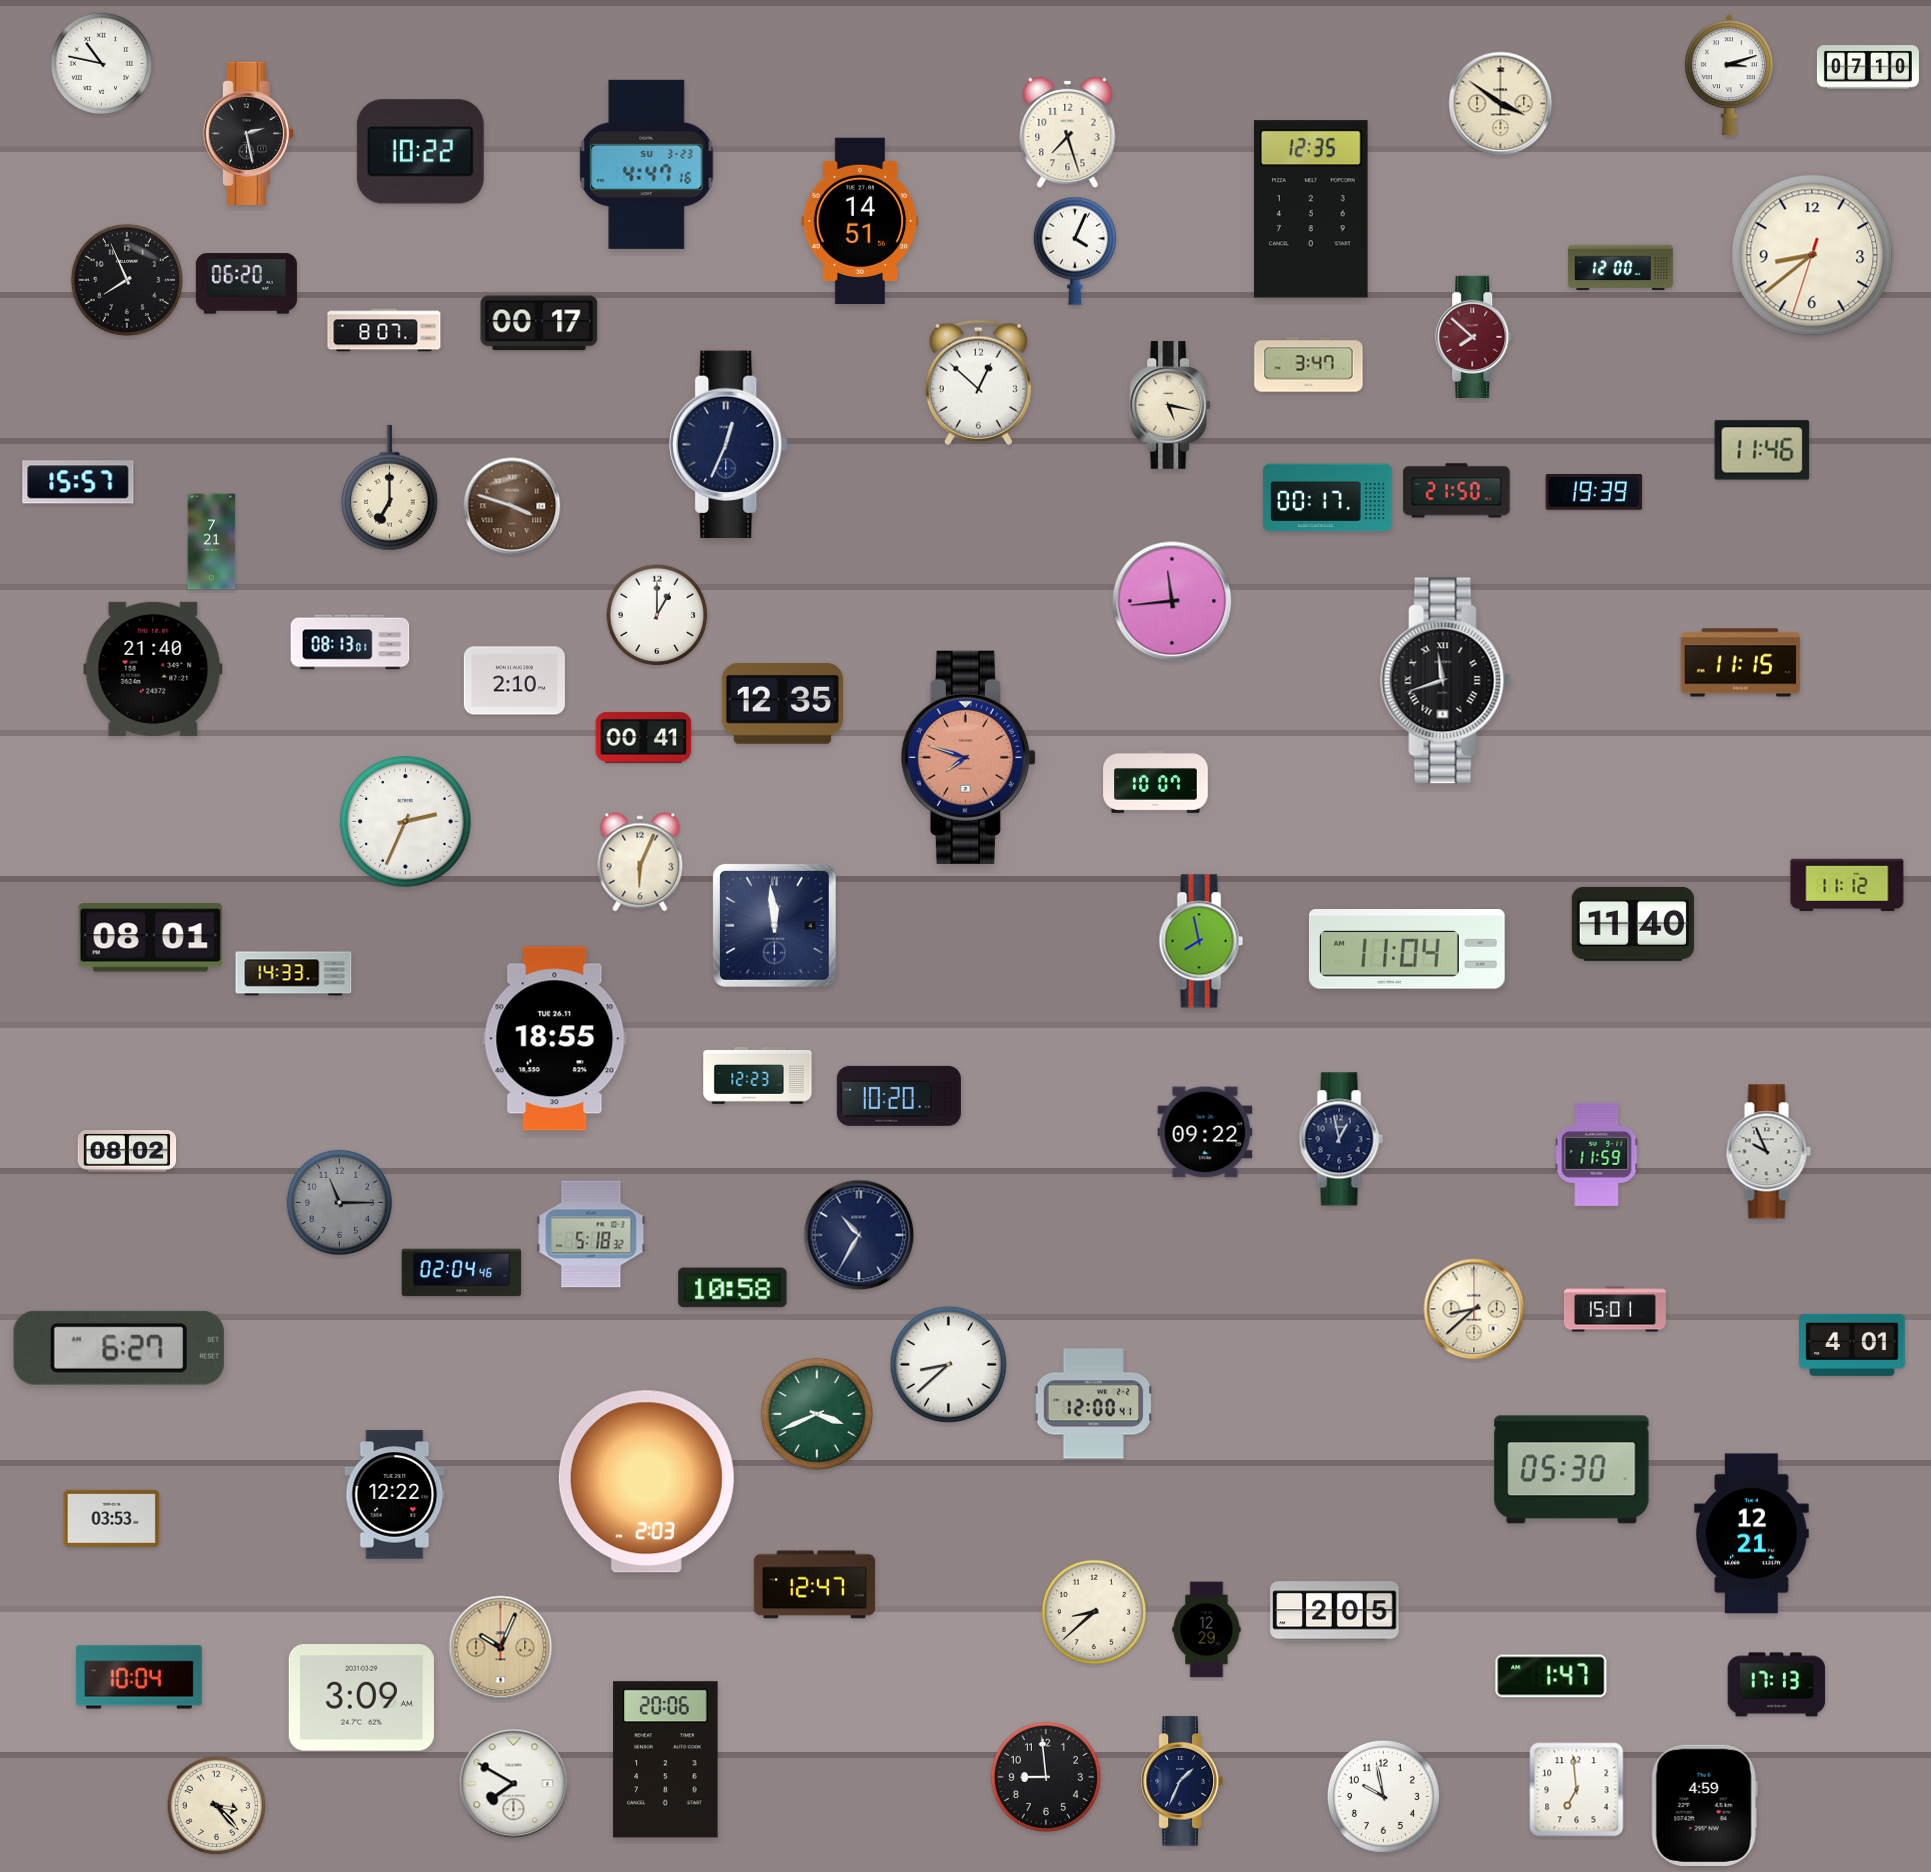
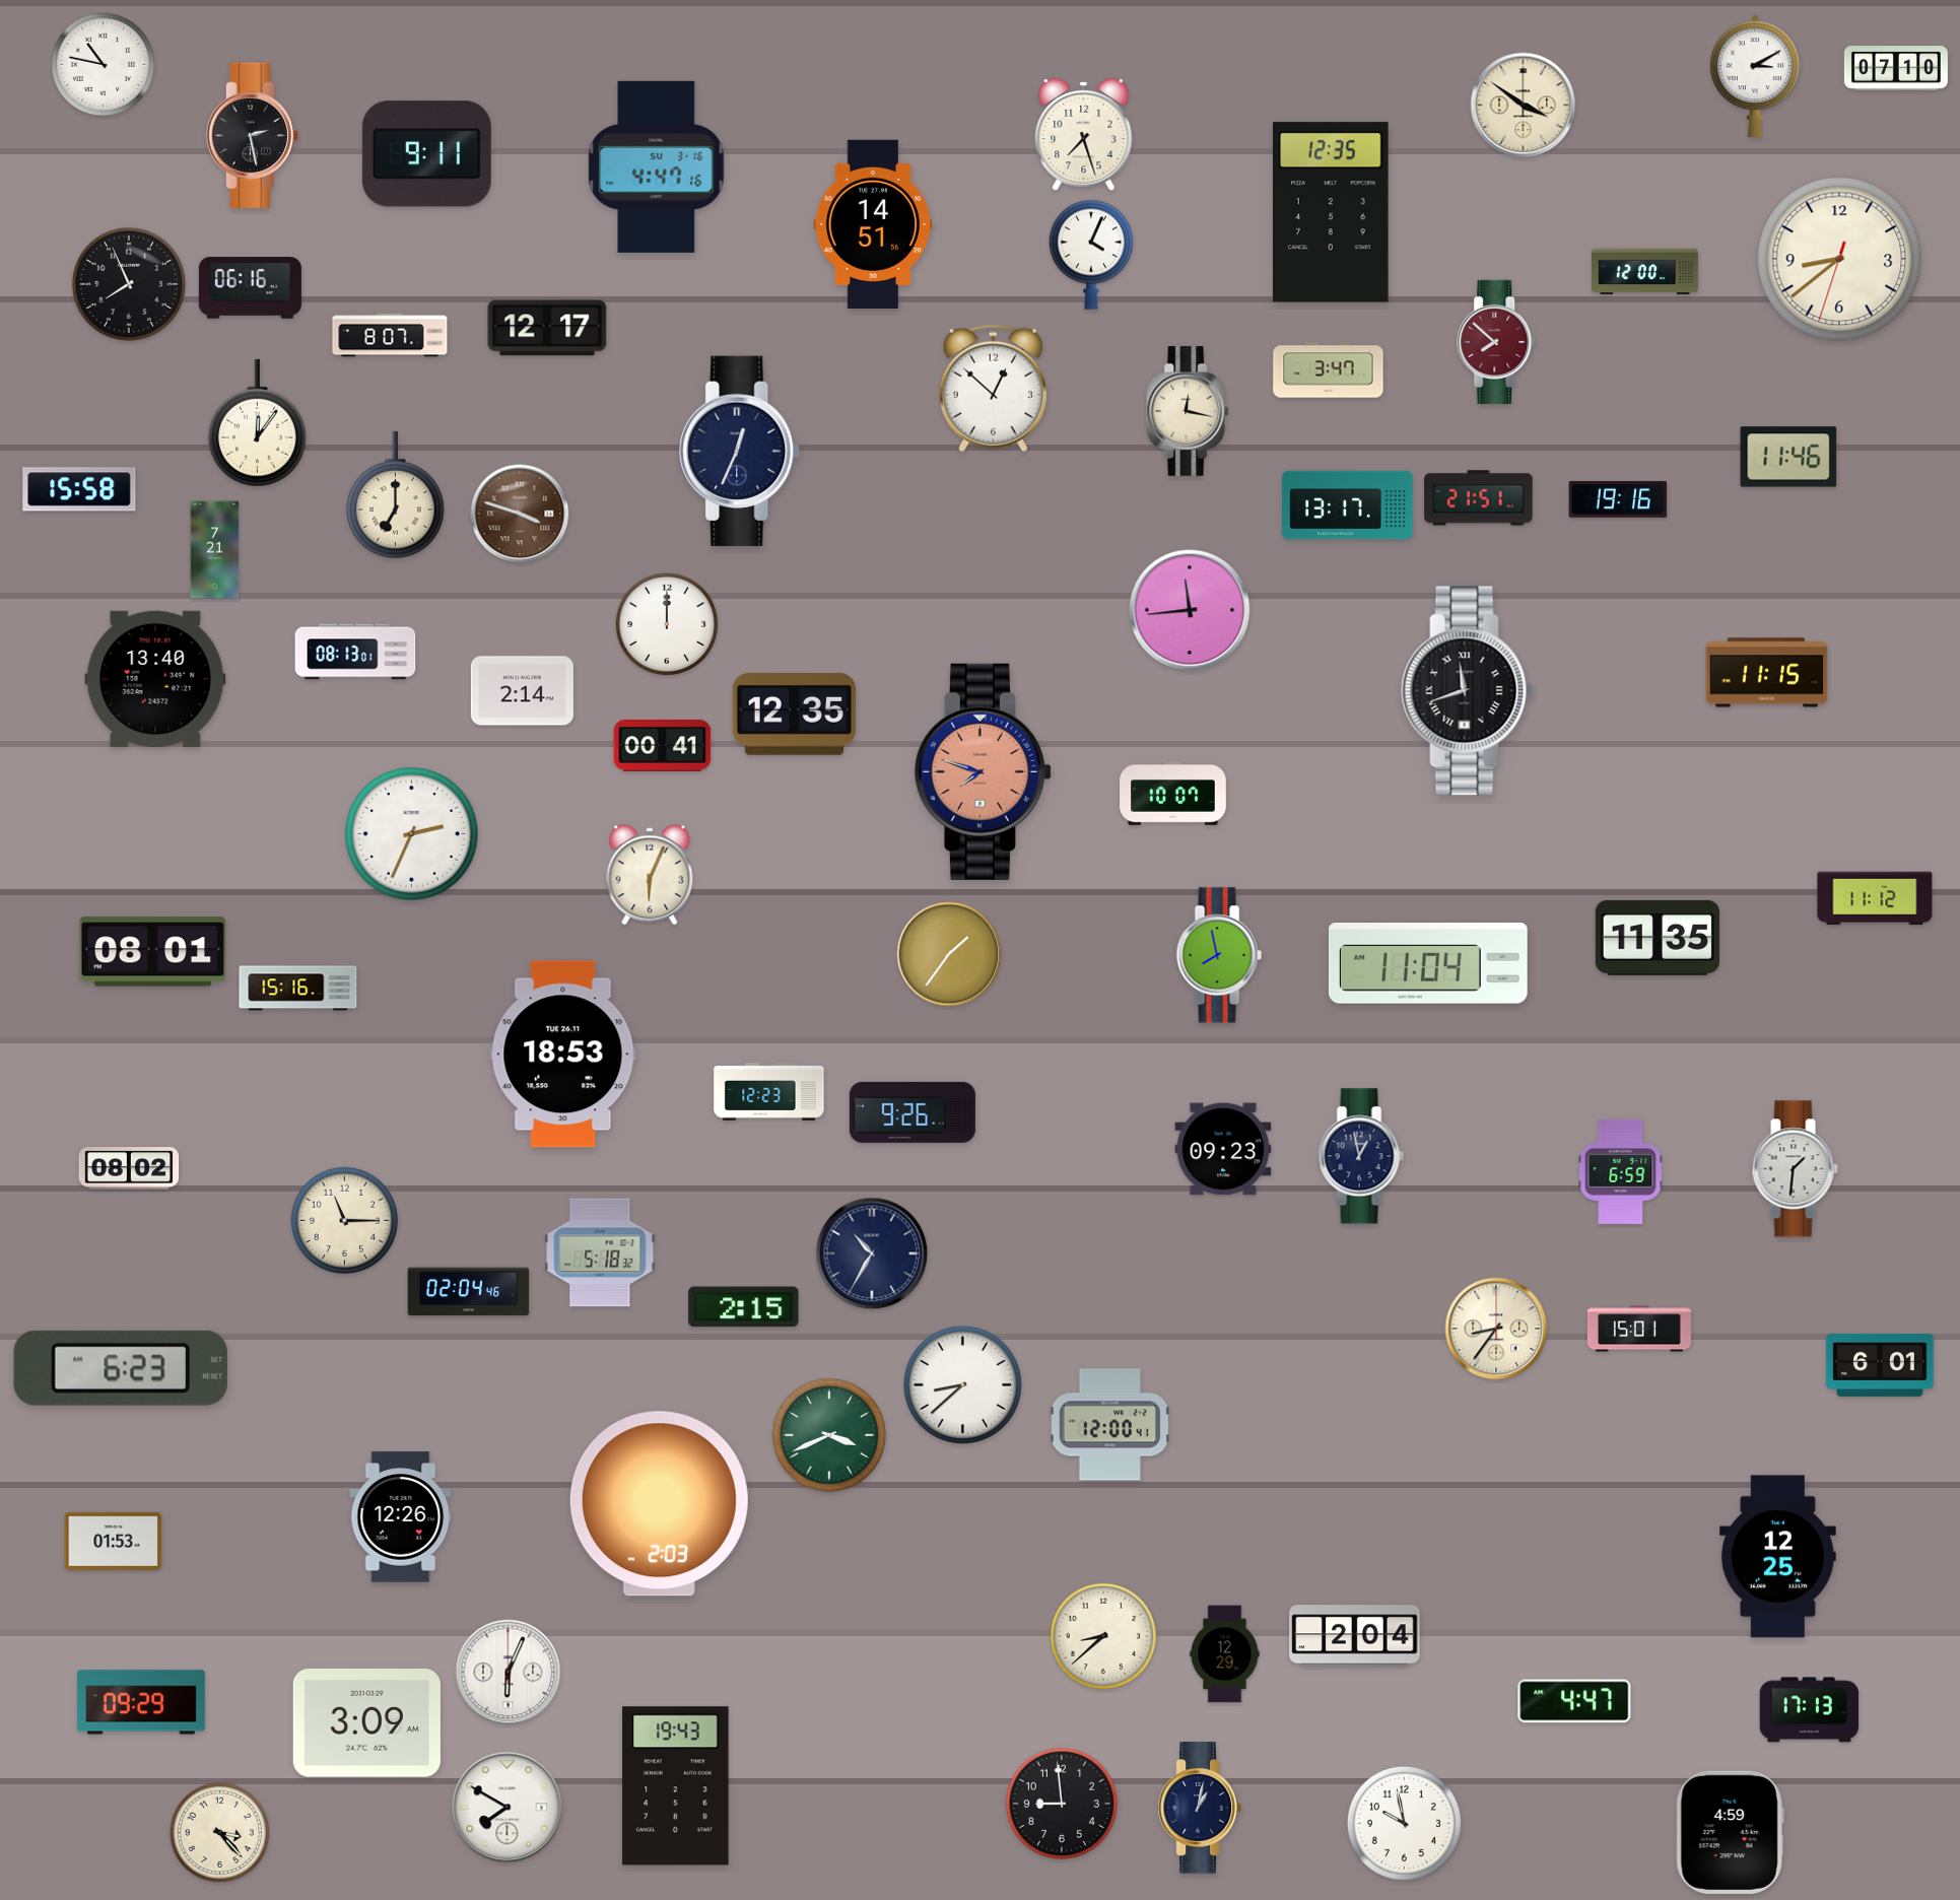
clock at (1729, 75): 3:12 -> 3:10
clock at (420, 152): 10:22 -> 9:11
clock at (647, 164) date: SU 3-23 -> SU 3-16
clock at (246, 284): 06:20 -> 06:16
clock at (539, 323): 00:17 -> 12:17
clock at (1170, 405): 5:17 -> 12:17
clock at (257, 423): none -> 12:06
clock at (78, 482): 15:57 -> 15:58
clock at (1457, 491): 21:50 -> 21:51
clock at (1594, 493): 19:39 -> 19:16
clock at (1328, 498): 00:17 -> 13:17
clock at (657, 615): 1:00 -> 12:00
clock at (153, 669): 21:40 -> 13:40
clock at (514, 681): 2:10 -> 2:14
clock at (644, 737) position: (644, 737) -> (663, 745)
clock at (968, 757) position: (968, 757) -> (983, 771)
clock at (1633, 924): 11:40 -> 11:35
clock at (774, 925): 11:59 -> none
clock at (949, 954): none -> 1:36
clock at (294, 974): 14:33 -> 15:16
clock at (555, 1039): 18:55 -> 18:53
clock at (899, 1096): 10:20 -> 9:26
clock at (1205, 1132): 09:22 -> 09:23
clock at (1768, 1152): 9:56 -> 1:31
clock at (1597, 1154): 11:59 -> 6:59
clock at (339, 1202) dial: grey -> cream
clock at (733, 1288): 10:58 -> 2:15
clock at (1474, 1309): 8:38 -> 8:36
clock at (1852, 1345): 4:01 -> 6:01
clock at (119, 1348): 6:27 -> 6:23
clock at (1572, 1470): 05:30 -> none
clock at (646, 1482) position: (646, 1482) -> (659, 1504)
clock at (395, 1495): 12:22 -> 12:26
clock at (112, 1518): 03:53 -> 01:53
clock at (1751, 1534): 12:21 -> 12:25
clock at (815, 1585): 12:47 -> none
clock at (1094, 1612) position: (1094, 1612) -> (1103, 1636)
clock at (1335, 1612): 2:05 -> 2:04
clock at (501, 1648): 10:04 -> 6:04
clock at (501, 1648) dial: champagne -> white
clock at (1551, 1676): 1:47 -> 4:47
clock at (139, 1677): 10:04 -> 09:29
clock at (1777, 1685) position: (1777, 1685) -> (1810, 1710)
clock at (666, 1760): 20:06 -> 19:43
clock at (1182, 1781): 1:34 -> 1:02
clock at (514, 1784) position: (514, 1784) -> (508, 1808)
clock at (1577, 1790): 6:59 -> none
